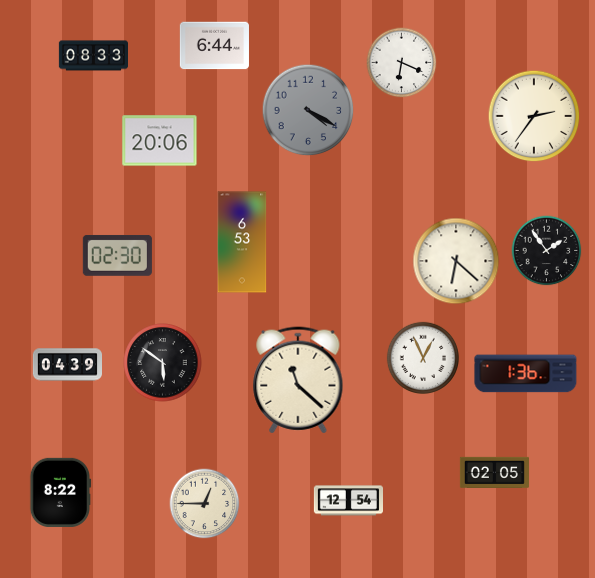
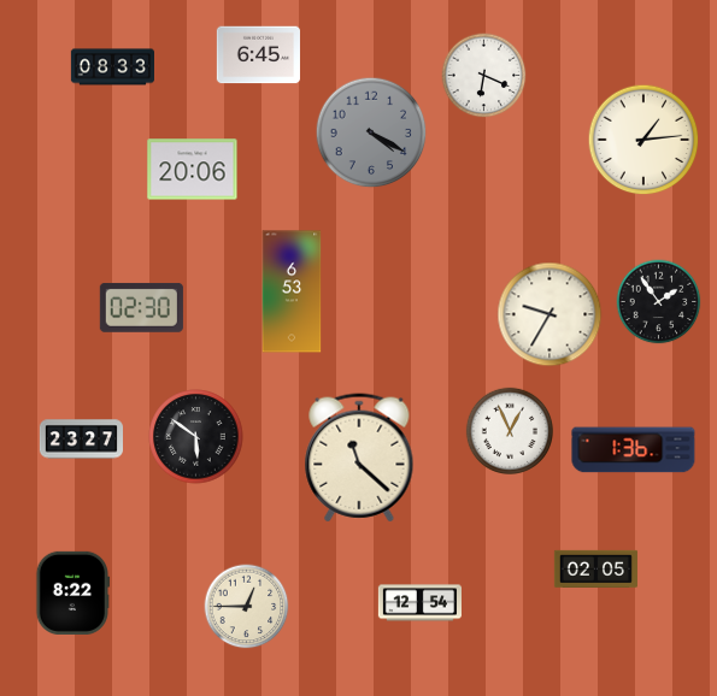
clock at (214, 46): 6:44 -> 6:45
clock at (534, 116): 2:36 -> 1:14
clock at (456, 261): 6:22 -> 9:35
clock at (67, 365): 04:39 -> 23:27
